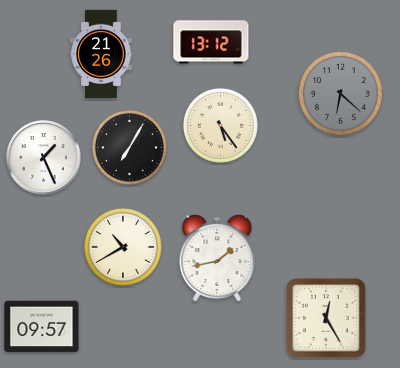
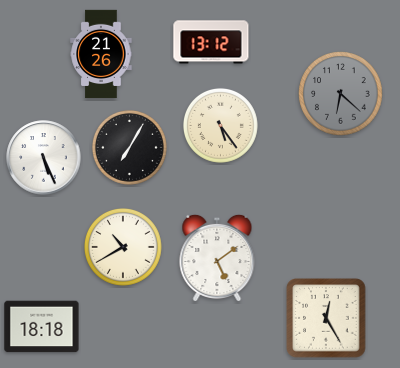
clock at (44, 158): 1:26 -> 5:26
clock at (217, 257): 1:43 -> 5:09
clock at (42, 327): 09:57 -> 18:18
